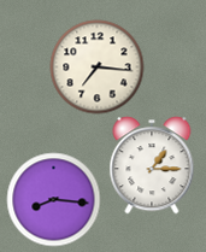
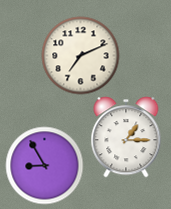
clock at (96, 66): 7:16 -> 7:11
clock at (53, 199): 8:16 -> 8:55
